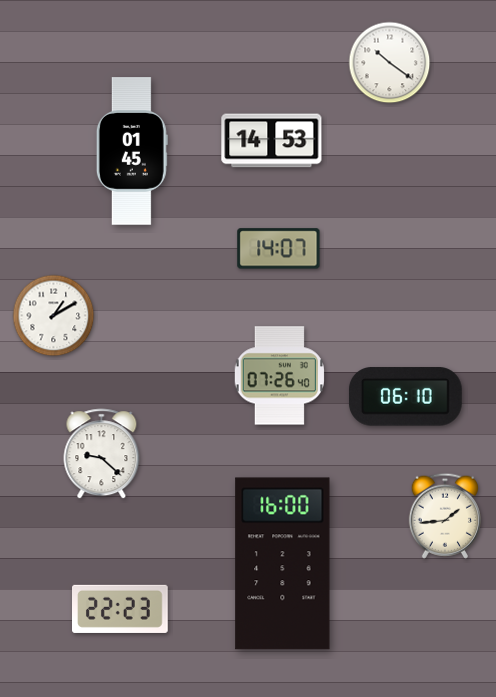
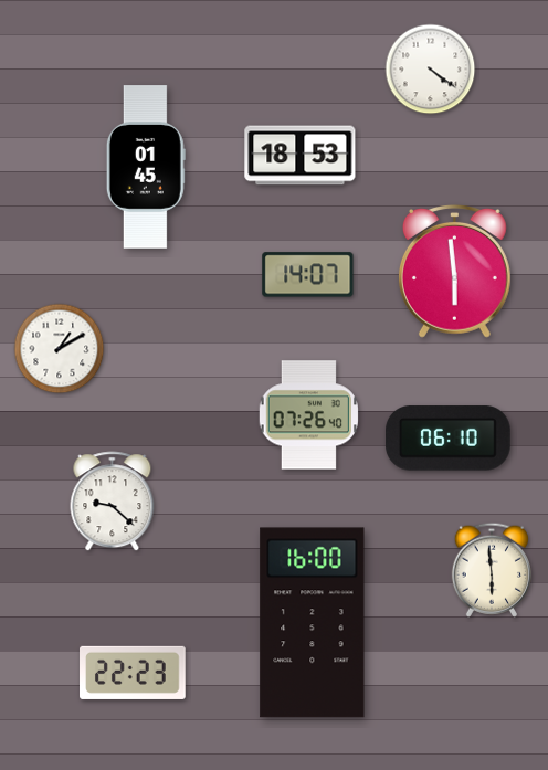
clock at (390, 63): 10:21 -> 4:21
clock at (272, 141): 14:53 -> 18:53
clock at (454, 271): none -> 5:59
clock at (445, 516): 1:44 -> 5:59
